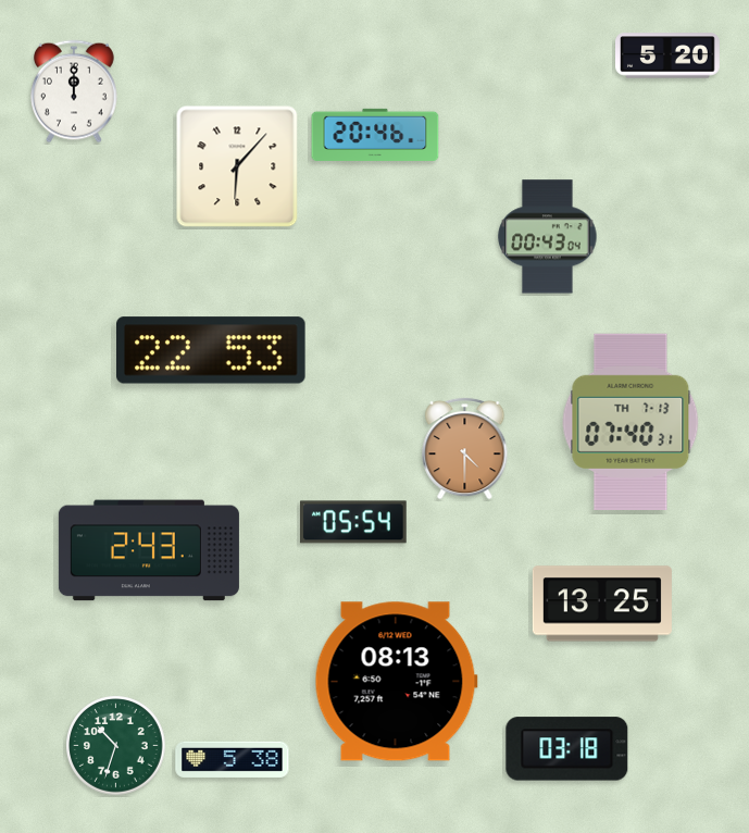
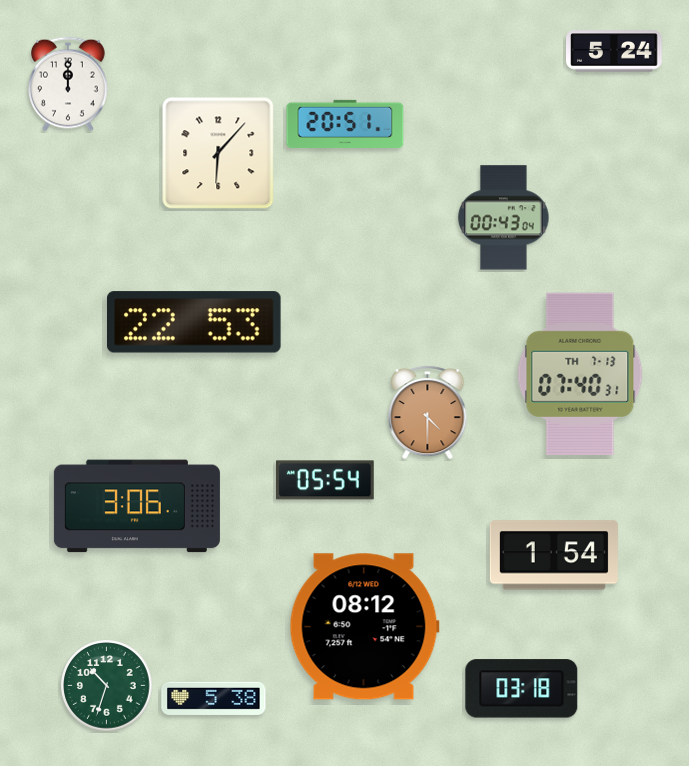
clock at (669, 55): 5:20 -> 5:24
clock at (375, 135): 20:46 -> 20:51
clock at (631, 422) position: (631, 422) -> (580, 374)
clock at (149, 550): 2:43 -> 3:06
clock at (602, 604): 13:25 -> 1:54
clock at (396, 682): 08:13 -> 08:12
